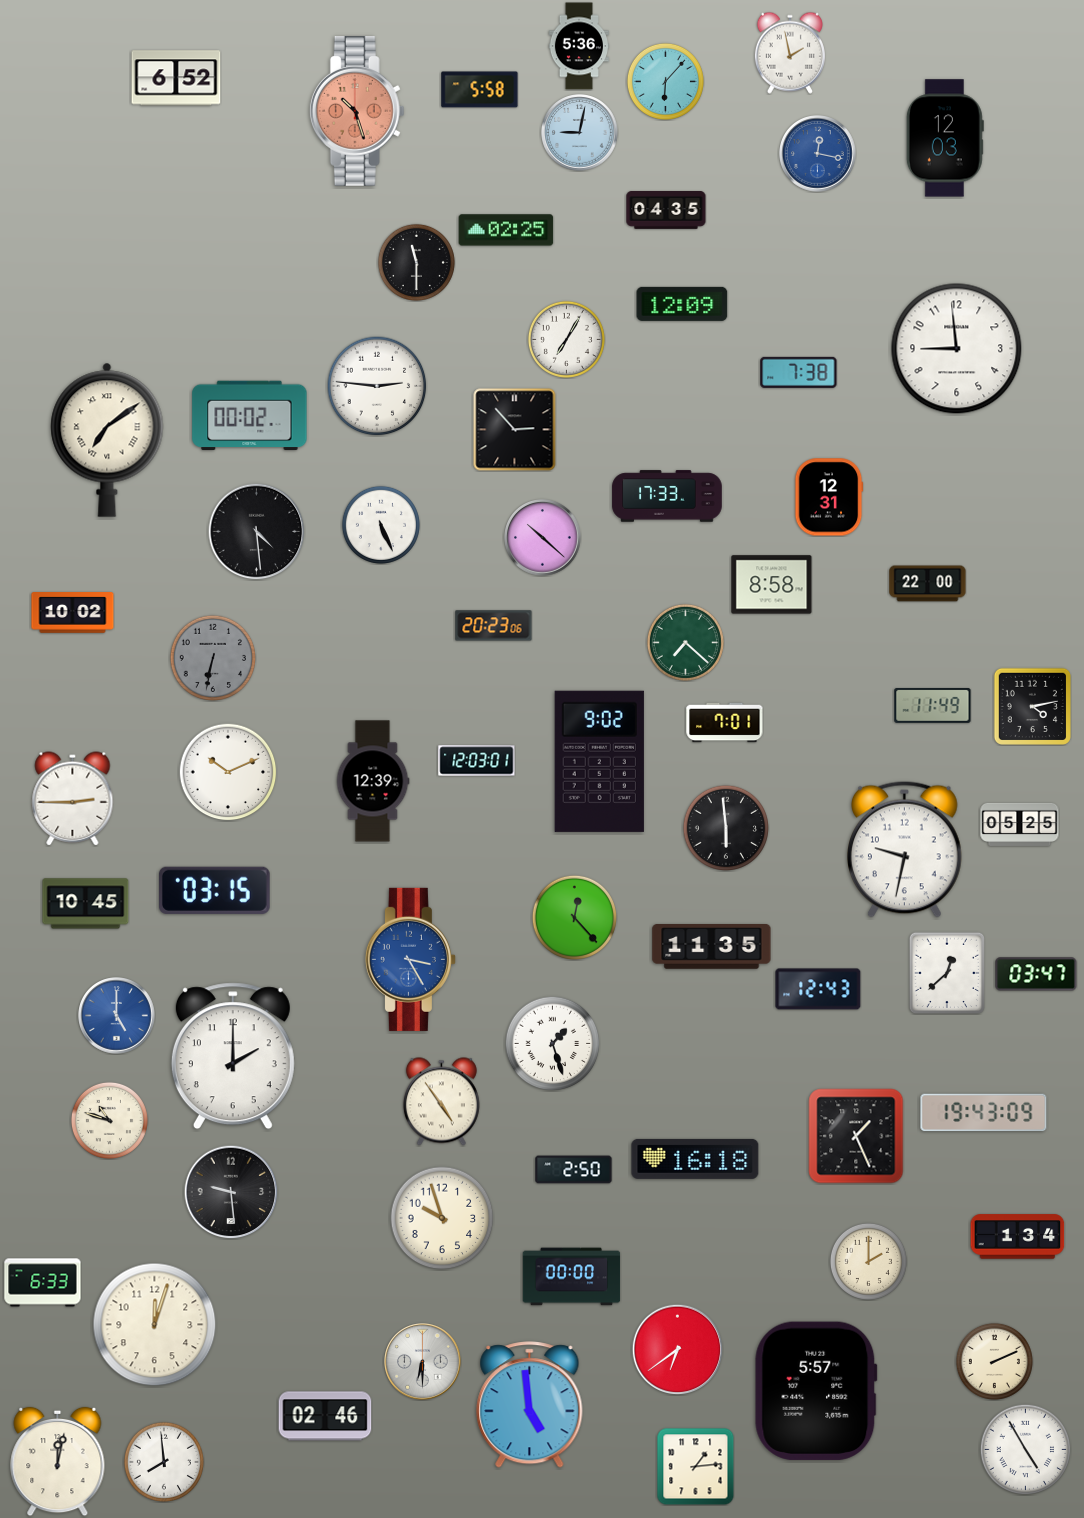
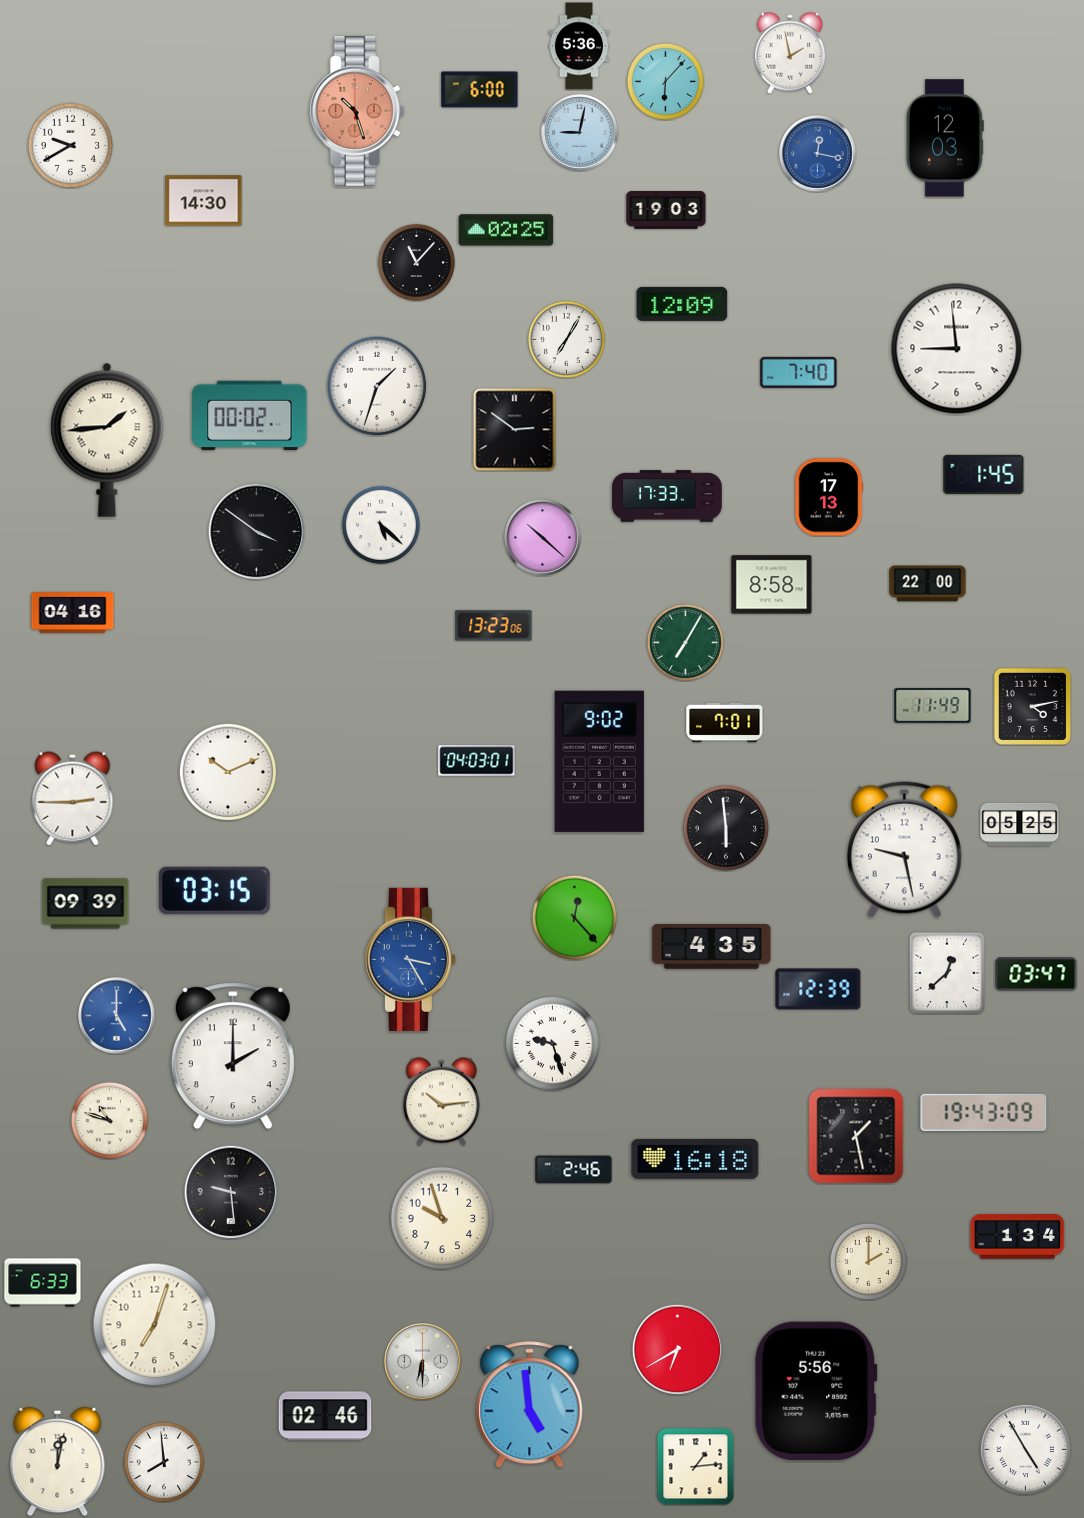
clock at (176, 78): 6:52 -> none
clock at (480, 90): 5:58 -> 6:00
clock at (70, 145): none -> 9:40
clock at (204, 201): none -> 14:30
clock at (666, 211): 04:35 -> 19:03
clock at (416, 262): 11:30 -> 11:07
clock at (799, 372): 7:38 -> 7:40
clock at (377, 386): 2:46 -> 1:33
clock at (515, 430): 2:53 -> 2:51
clock at (107, 440): 7:09 -> 1:44
clock at (984, 474): none -> 1:45
clock at (829, 497): 12:31 -> 17:13
clock at (381, 525): 5:26 -> 5:22
clock at (257, 532): 4:29 -> 3:51
clock at (73, 613): 10:02 -> 04:16
clock at (494, 626): 20:23 -> 13:23
clock at (685, 642): 7:22 -> 7:05
clock at (212, 657): 6:32 -> none
clock at (477, 761): 12:03 -> 04:03
clock at (373, 781): 12:39 -> none
clock at (905, 849): 9:32 -> 9:28
clock at (86, 904): 10:45 -> 09:39
clock at (712, 947): 11:35 -> 4:35
clock at (818, 989): 12:43 -> 12:39
clock at (552, 1043): 1:27 -> 9:27
clock at (441, 1102): 4:54 -> 10:14
clock at (856, 1136): 1:26 -> 1:28
clock at (574, 1170): 2:50 -> 2:46
clock at (572, 1277): 00:00 -> none
clock at (155, 1325): 12:03 -> 7:03
clock at (677, 1349): 6:39 -> 6:40
clock at (994, 1361): 2:11 -> none
clock at (816, 1391): 5:57 -> 5:56
